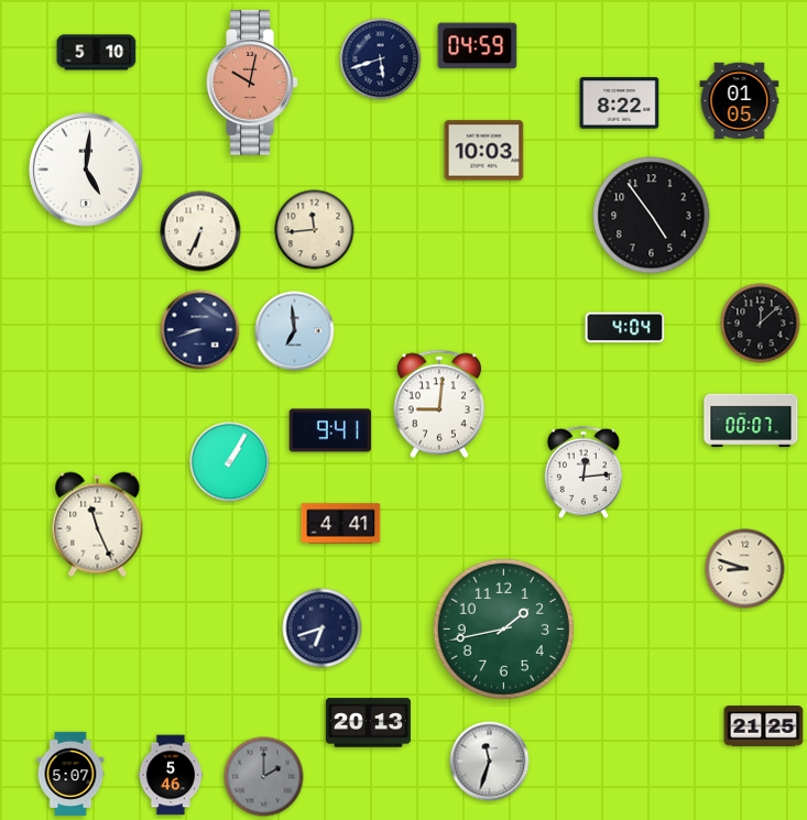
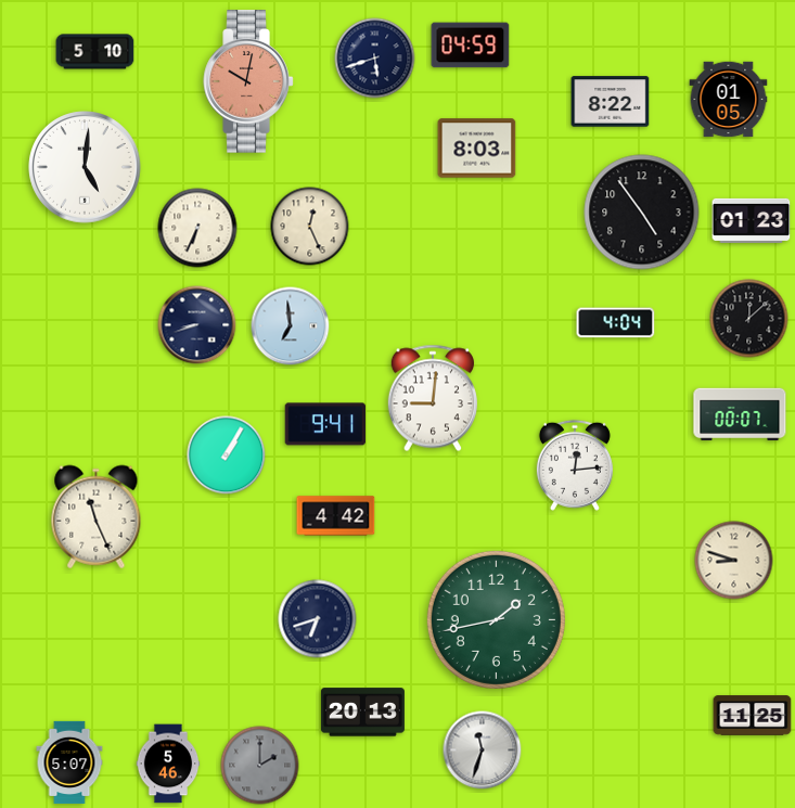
clock at (484, 151): 10:03 -> 8:03
clock at (752, 220): none -> 01:23
clock at (315, 230): 11:44 -> 12:26
clock at (341, 524): 4:41 -> 4:42
clock at (764, 726): 21:25 -> 11:25
